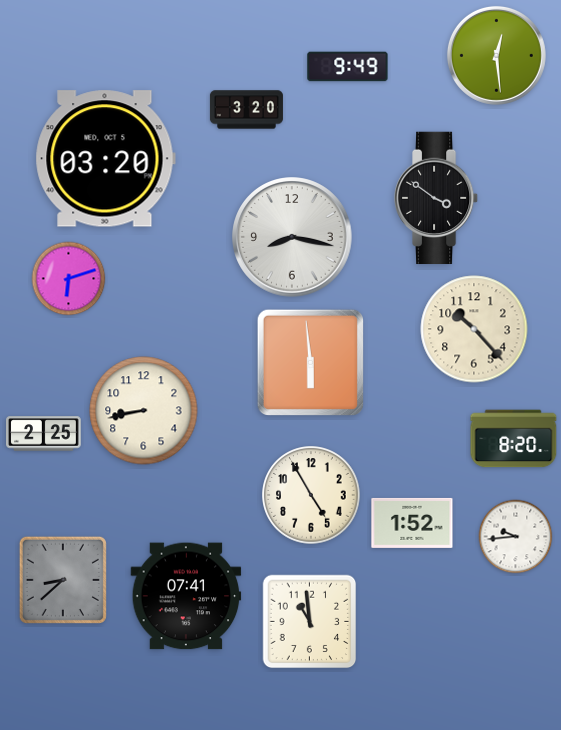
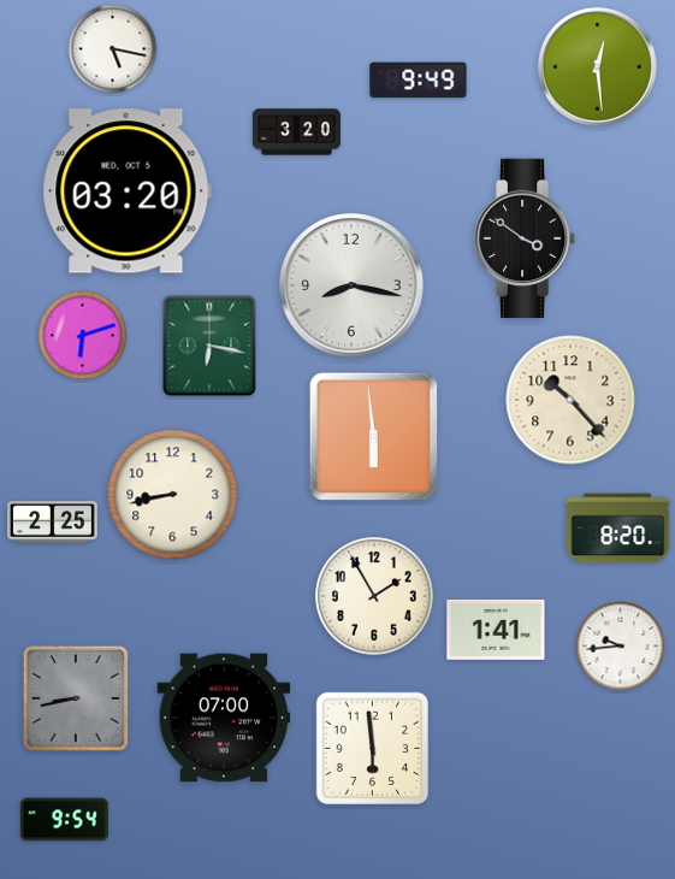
clock at (113, 49): none -> 5:17
clock at (209, 346): none -> 6:17
clock at (474, 329) position: (474, 329) -> (570, 400)
clock at (311, 495): 4:55 -> 1:55
clock at (412, 523): 1:52 -> 1:41
clock at (63, 580): 8:38 -> 8:43
clock at (186, 596): 07:41 -> 07:00
clock at (310, 622): 10:59 -> 5:59
clock at (64, 820): none -> 9:54
